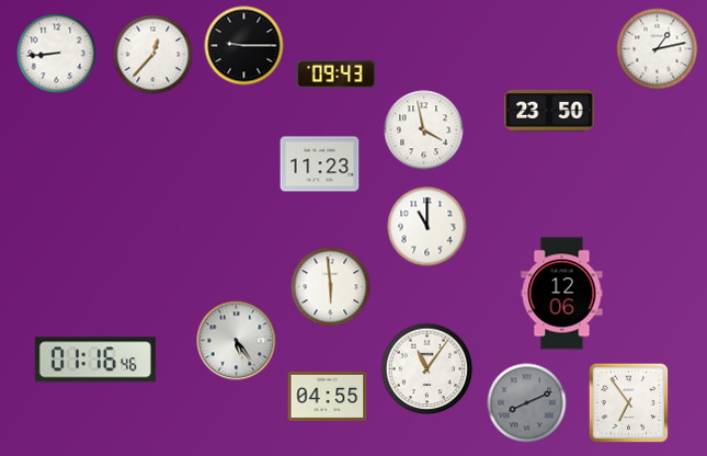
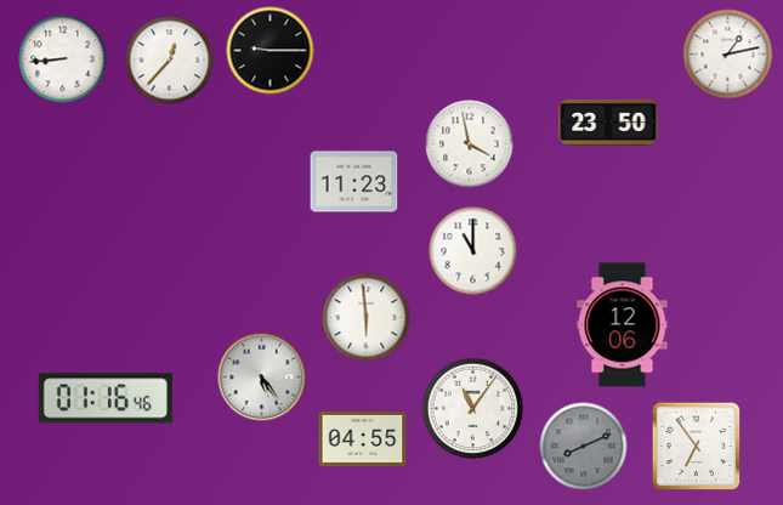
clock at (337, 73): 09:43 -> none
